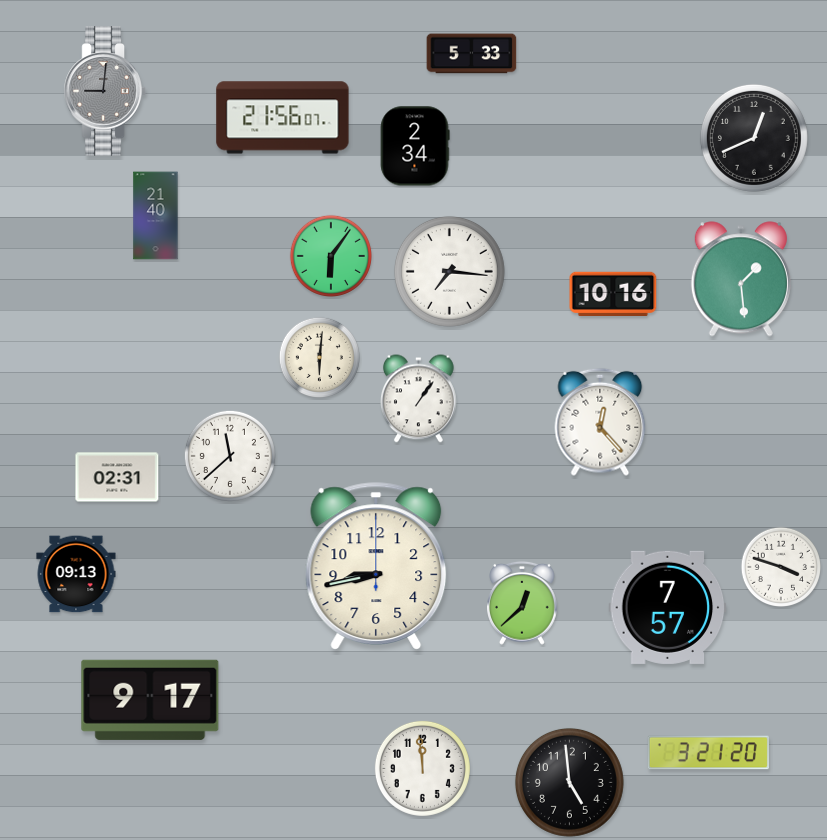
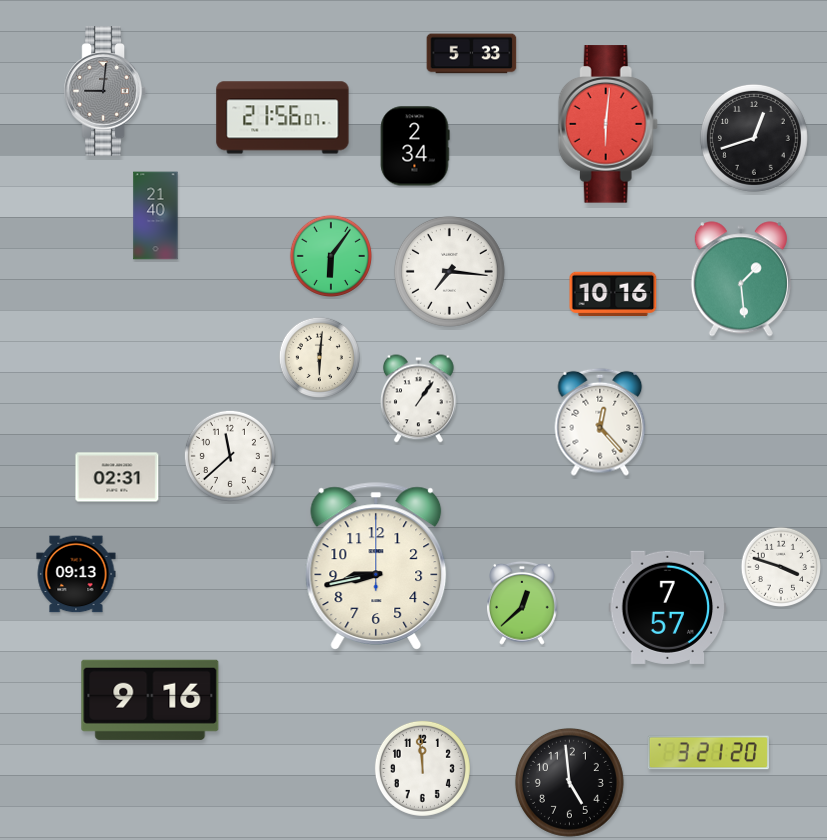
clock at (608, 124): none -> 6:01
clock at (754, 138): 12:41 -> 12:42
clock at (150, 700): 9:17 -> 9:16
